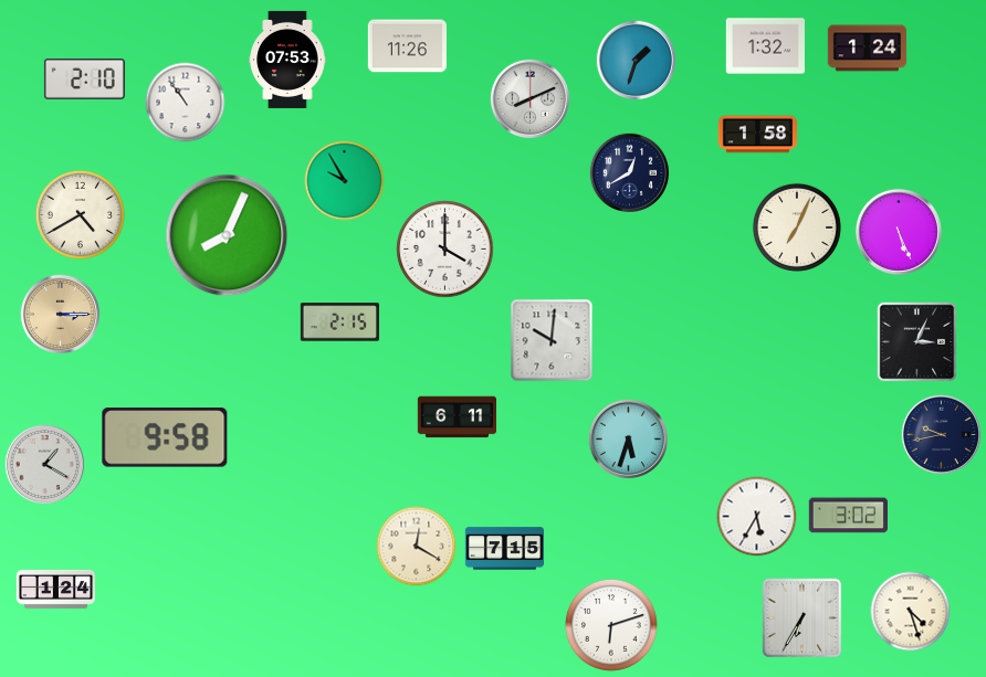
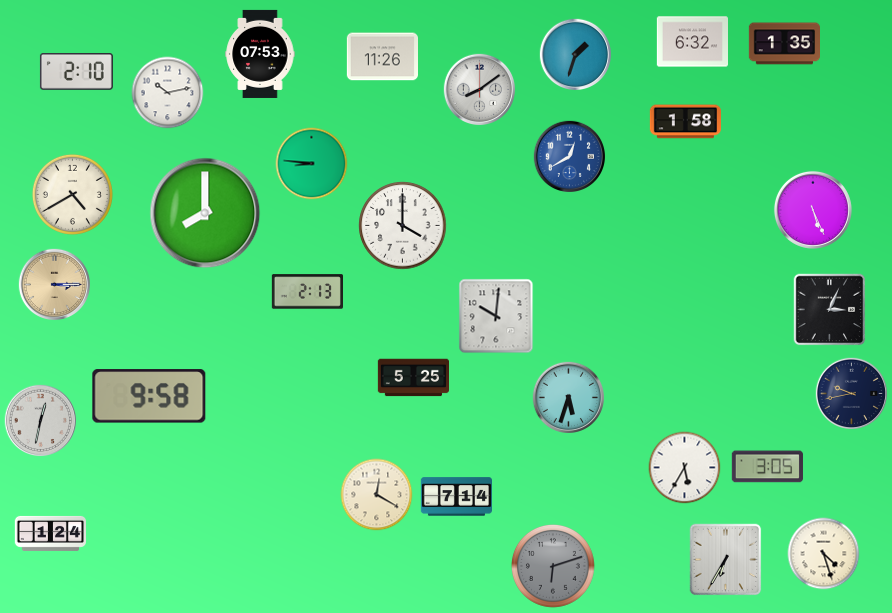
clock at (407, 46) position: (407, 46) -> (382, 57)
clock at (765, 46): 1:32 -> 6:32
clock at (867, 49): 1:24 -> 1:35
clock at (529, 98): 8:11 -> 8:09
clock at (186, 103): 10:54 -> 10:13
clock at (629, 172) dial: navy -> blue
clock at (345, 181): 9:55 -> 8:46
clock at (797, 228): 7:04 -> none
clock at (227, 235): 8:04 -> 8:00
clock at (339, 322): 2:15 -> 2:13
clock at (552, 340) position: (552, 340) -> (496, 316)
clock at (457, 417): 6:11 -> 5:25
clock at (44, 464): 1:20 -> 12:32
clock at (848, 516): 3:02 -> 3:05
clock at (505, 549): 7:15 -> 7:14
clock at (611, 625) dial: white -> grey
